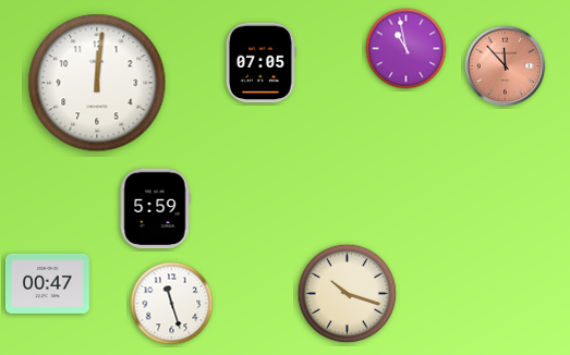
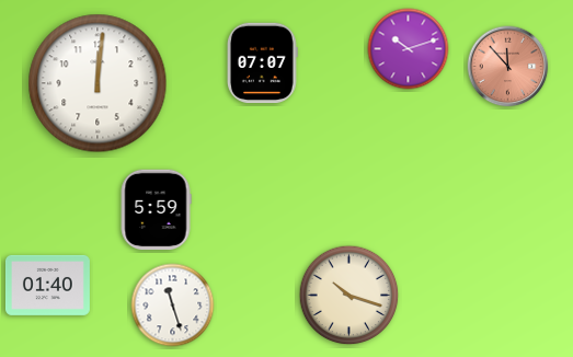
clock at (407, 49): 10:58 -> 10:12
clock at (260, 63): 07:05 -> 07:07
clock at (47, 283): 00:47 -> 01:40
